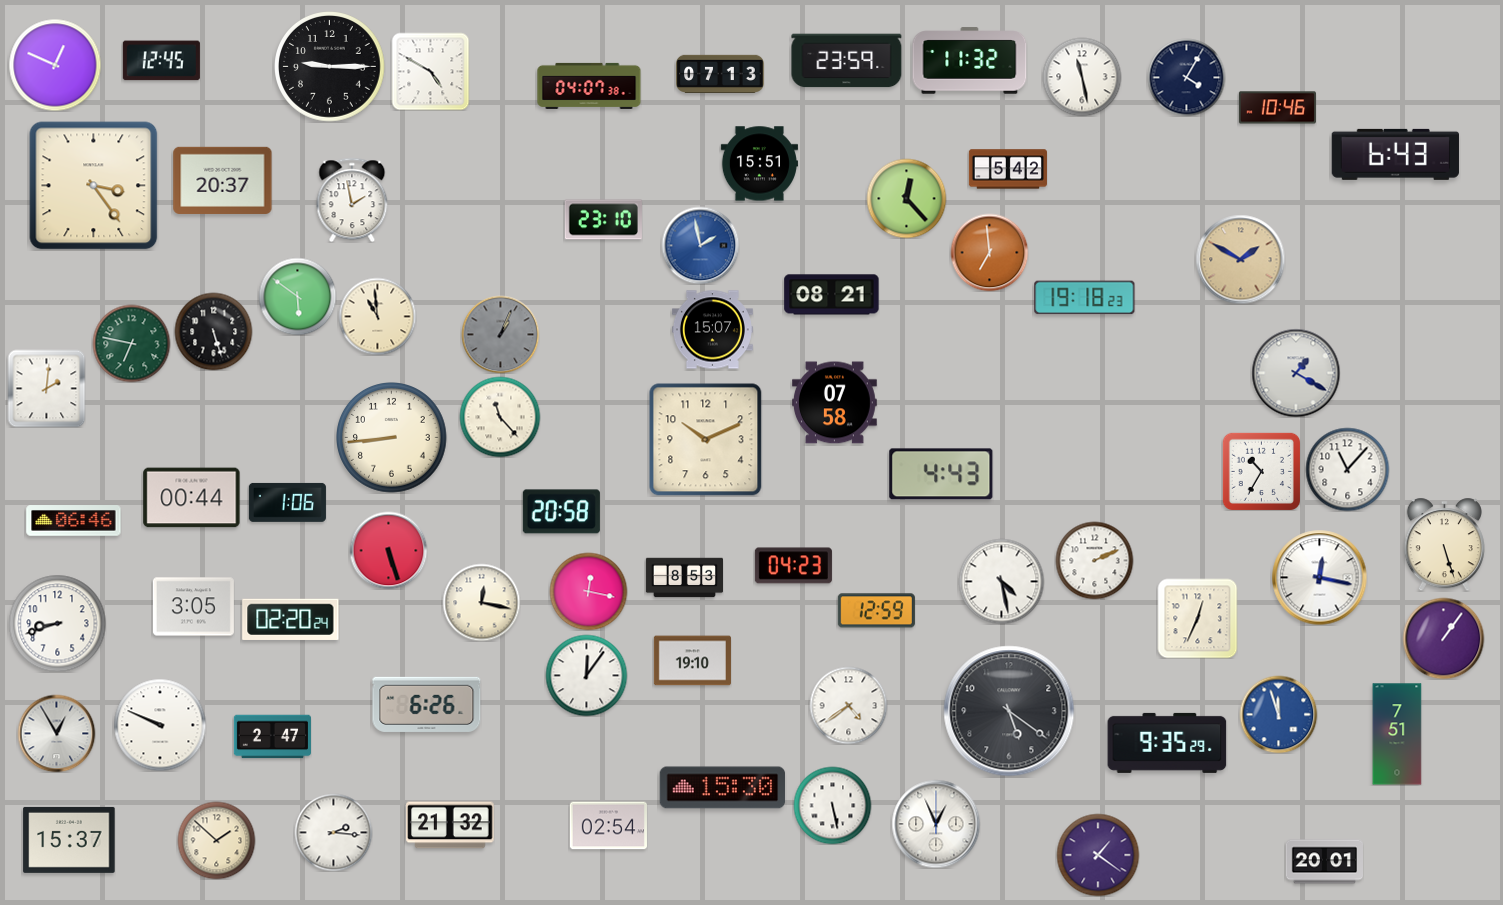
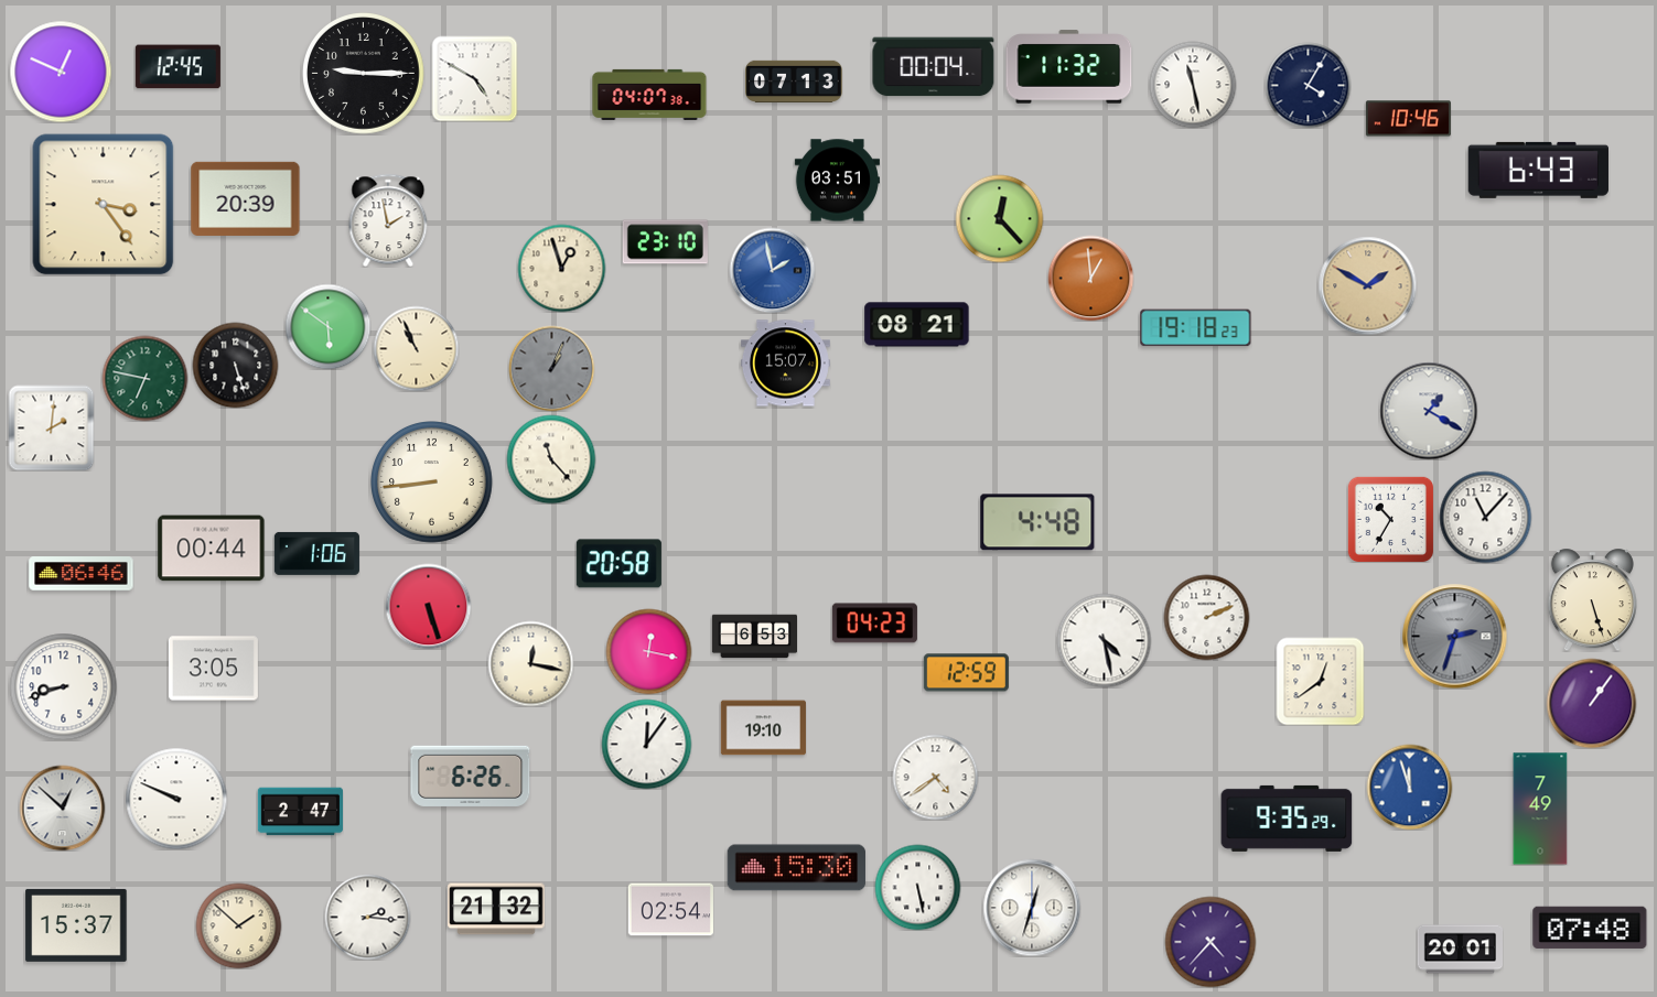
clock at (847, 61): 23:59 -> 00:04
clock at (759, 164): 15:51 -> 03:51
clock at (1008, 169): 5:42 -> none
clock at (223, 180): 20:37 -> 20:39
clock at (561, 268): none -> 12:57
clock at (989, 252): 6:59 -> 12:59
clock at (377, 316): 10:59 -> 10:56
clock at (835, 403): 07:58 -> none
clock at (706, 440): 10:11 -> none
clock at (941, 474): 4:43 -> 4:48
clock at (1319, 577): 12:17 -> 2:33
clock at (1319, 577) dial: white -> grey
clock at (684, 578): 8:53 -> 6:53
clock at (1197, 618): 12:34 -> 12:39
clock at (291, 619): 02:20 -> none
clock at (1009, 711): 5:21 -> none
clock at (56, 733): 12:55 -> 12:52
clock at (1397, 734): 7:51 -> 7:49
clock at (936, 824): 12:56 -> 12:33
clock at (1590, 928): none -> 07:48
clock at (1098, 855): 1:21 -> 4:37
